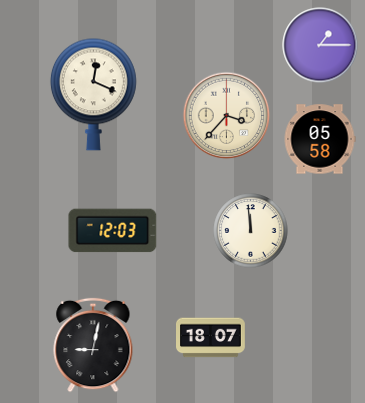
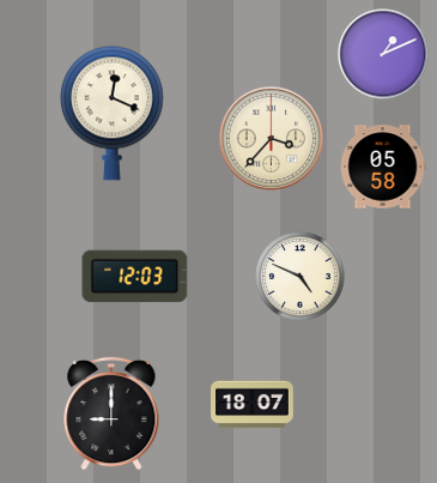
clock at (320, 45): 1:15 -> 1:11
clock at (251, 231): 11:59 -> 4:49
clock at (93, 345): 9:02 -> 9:00
